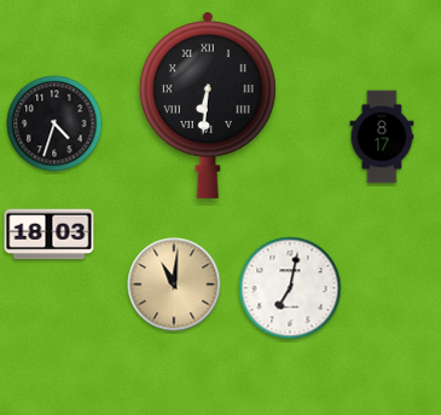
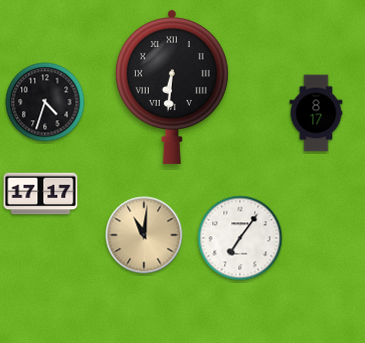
clock at (50, 235): 18:03 -> 17:17
clock at (290, 288): 7:02 -> 7:06
